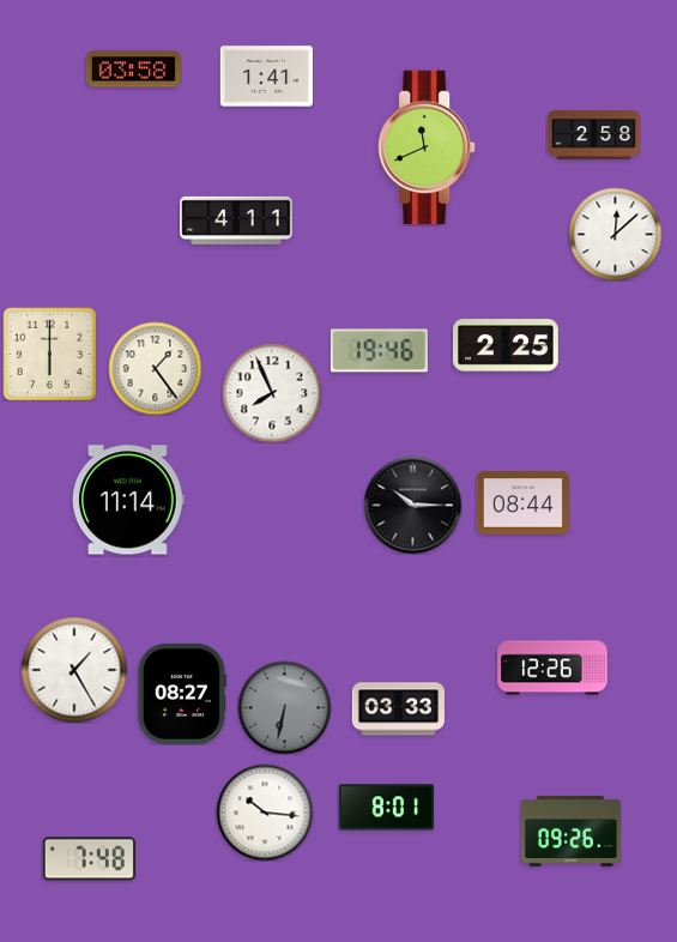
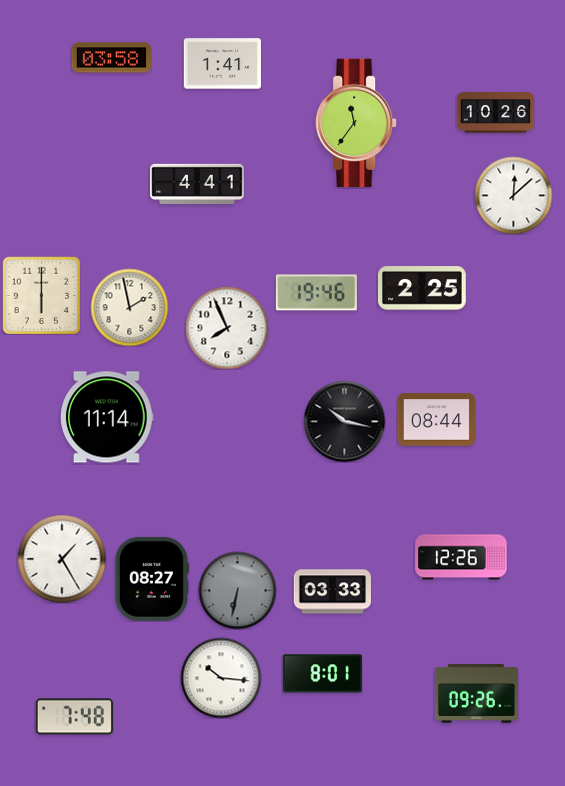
clock at (593, 135): 2:58 -> 10:26
clock at (427, 147): 11:41 -> 11:36
clock at (236, 221): 4:11 -> 4:41
clock at (155, 368): 1:24 -> 1:58
clock at (412, 505): 10:15 -> 10:17
